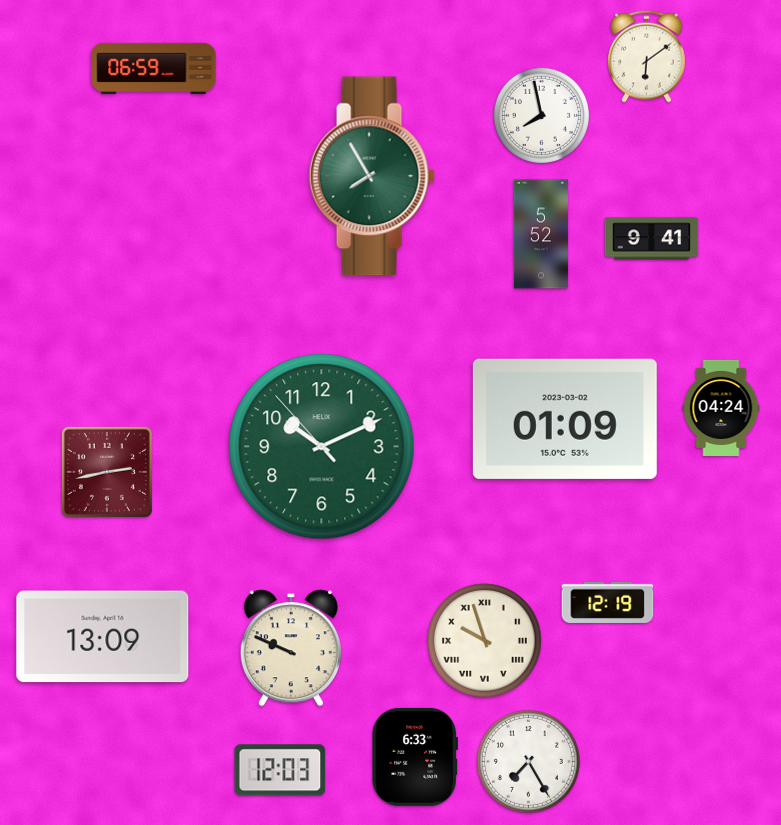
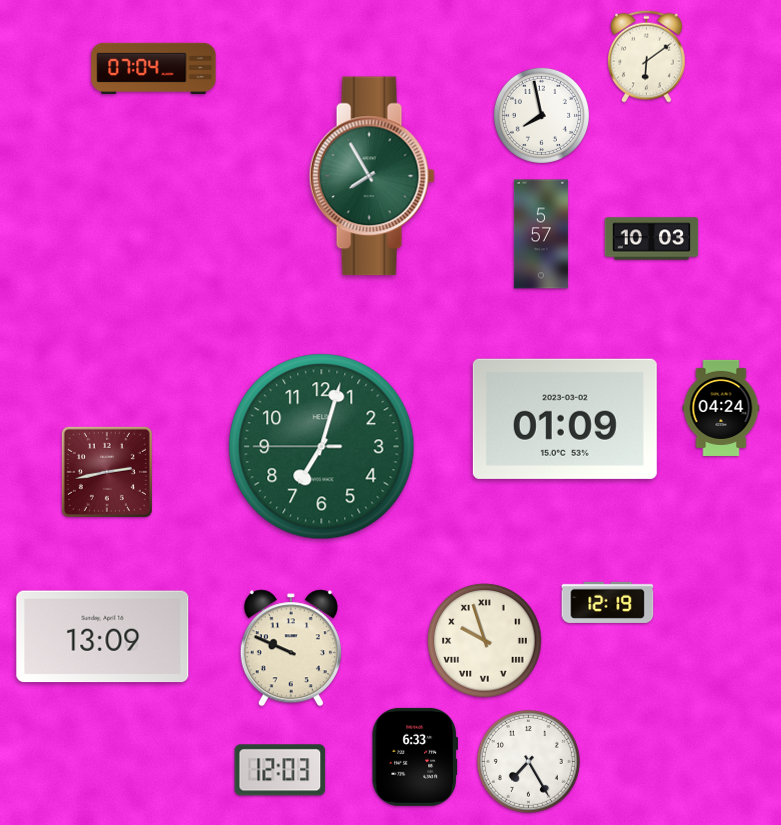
clock at (154, 68): 06:59 -> 07:04
clock at (541, 234): 5:52 -> 5:57
clock at (652, 239): 9:41 -> 10:03
clock at (322, 447): 10:10 -> 7:02
